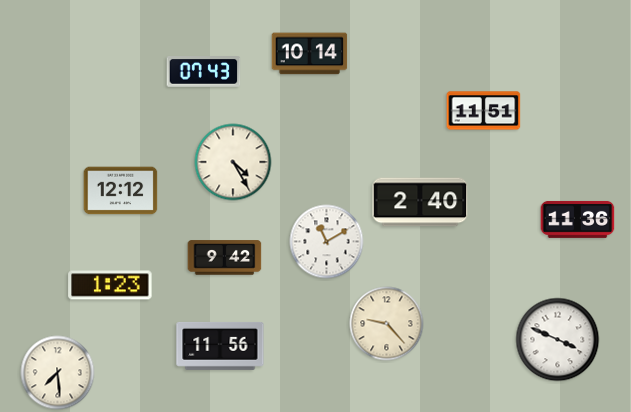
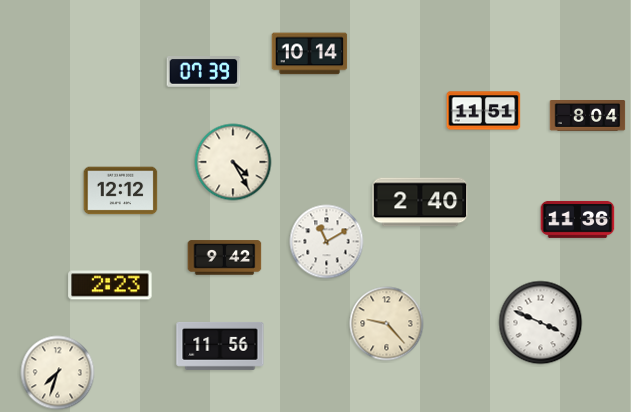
clock at (204, 72): 07:43 -> 07:39
clock at (588, 116): none -> 8:04
clock at (110, 285): 1:23 -> 2:23
clock at (558, 340) position: (558, 340) -> (541, 323)
clock at (58, 373): 7:29 -> 7:33
